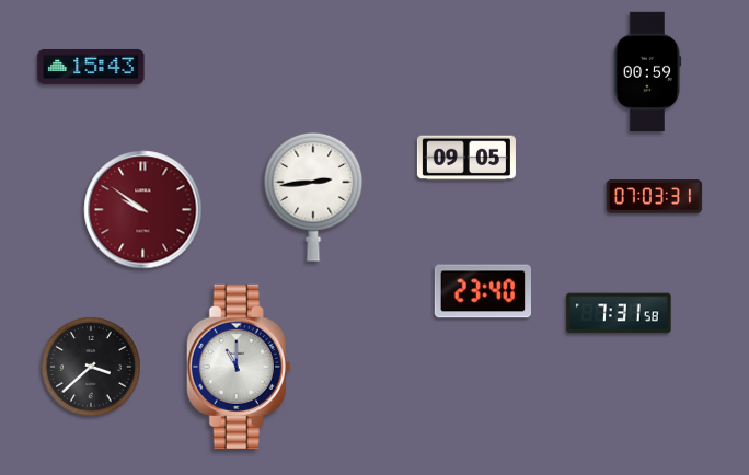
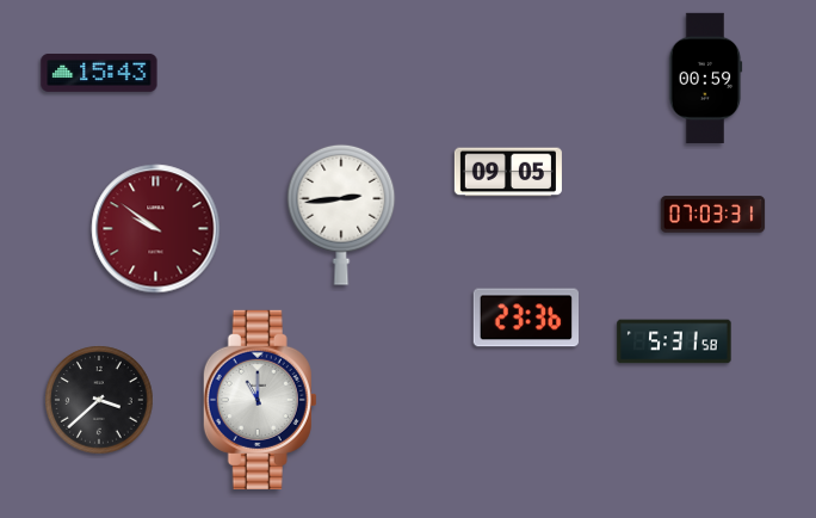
clock at (482, 291): 23:40 -> 23:36
clock at (619, 313): 7:31 -> 5:31
